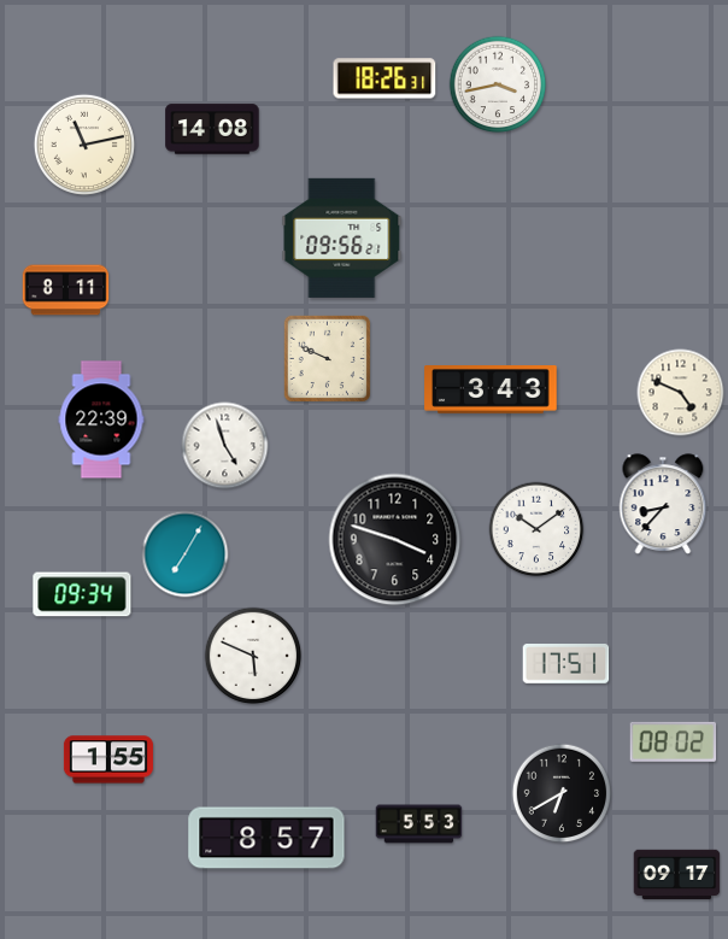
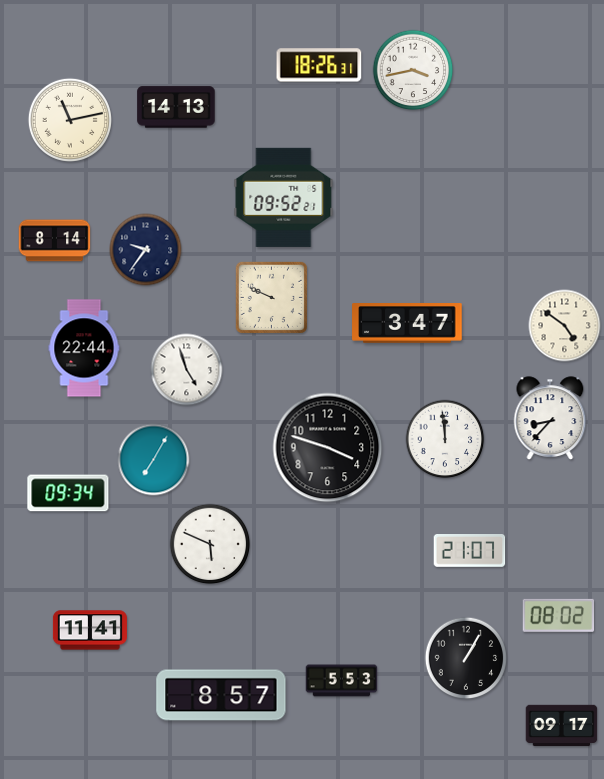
clock at (212, 129): 14:08 -> 14:13
clock at (342, 237): 09:56 -> 09:52
clock at (66, 290): 8:11 -> 8:14
clock at (146, 250): none -> 9:36
clock at (491, 391): 3:43 -> 3:47
clock at (681, 393): 4:49 -> 4:51
clock at (101, 419): 22:39 -> 22:44
clock at (536, 529): 10:09 -> 11:59
clock at (566, 664): 17:51 -> 21:07
clock at (108, 759): 1:55 -> 11:41
clock at (562, 793): 6:40 -> 1:05
clock at (419, 824) position: (419, 824) -> (342, 681)
